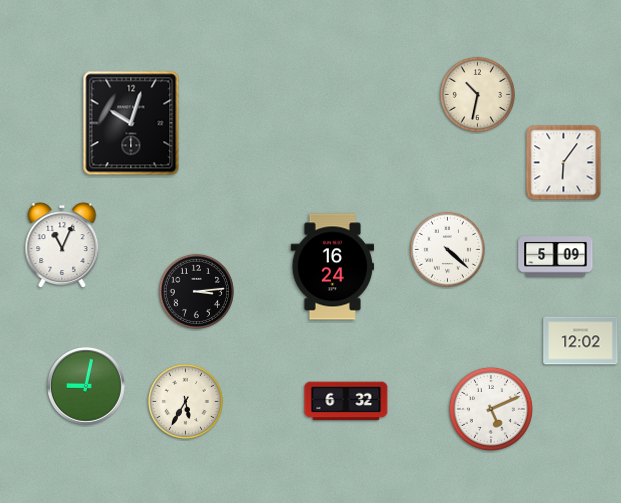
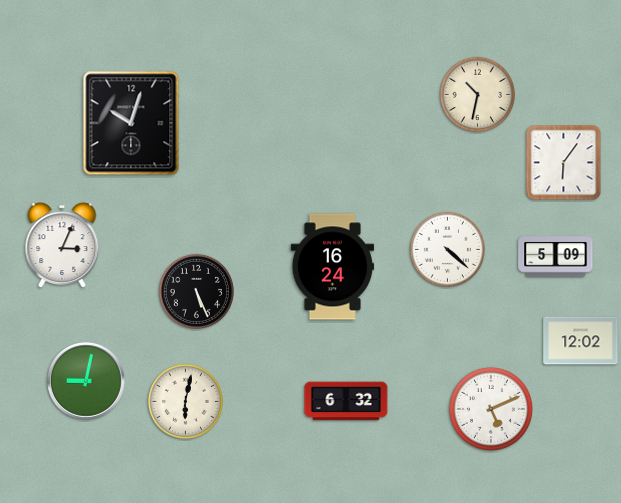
clock at (62, 245): 11:04 -> 3:04
clock at (196, 291): 3:14 -> 5:26
clock at (87, 387) position: (87, 387) -> (87, 382)
clock at (185, 401): 5:35 -> 6:02
